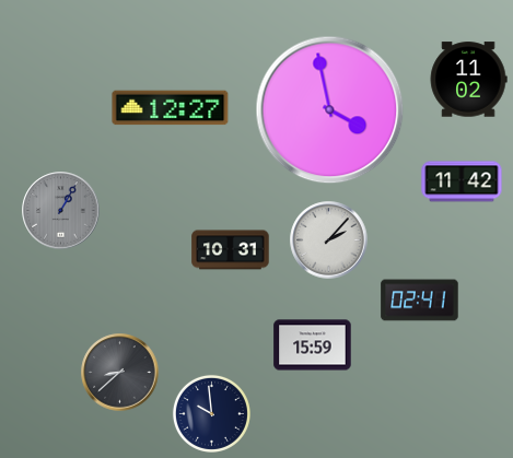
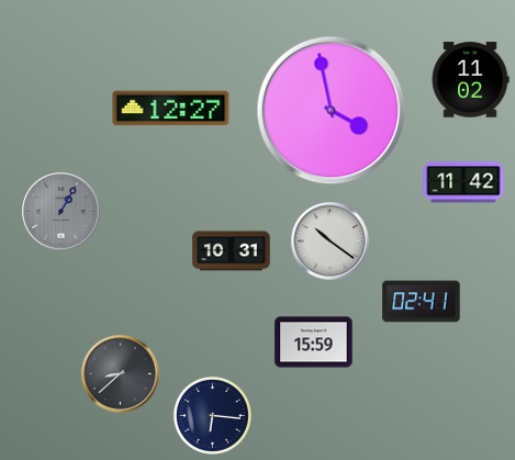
clock at (329, 240): 2:07 -> 10:21
clock at (313, 345) position: (313, 345) -> (314, 343)
clock at (211, 413): 9:59 -> 6:16
